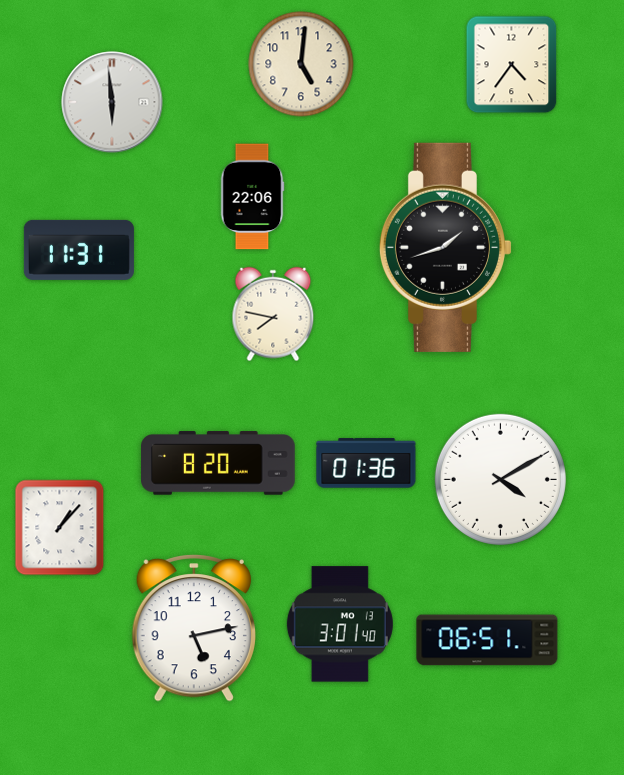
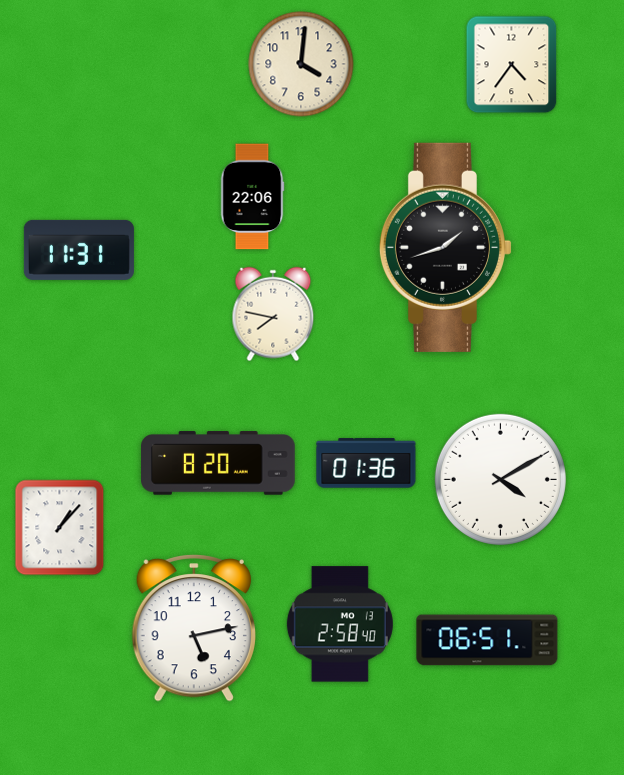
clock at (301, 64): 5:01 -> 4:01
clock at (112, 102): 5:59 -> none
clock at (340, 624): 3:01 -> 2:58
